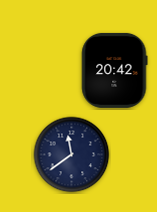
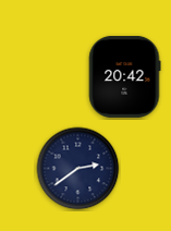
clock at (72, 155): 11:39 -> 2:39
